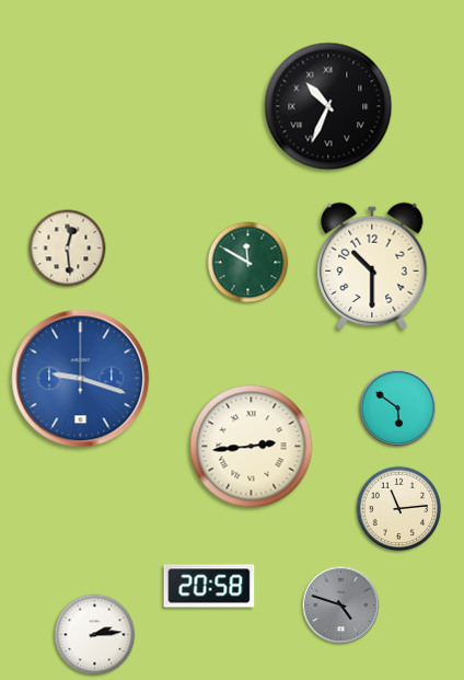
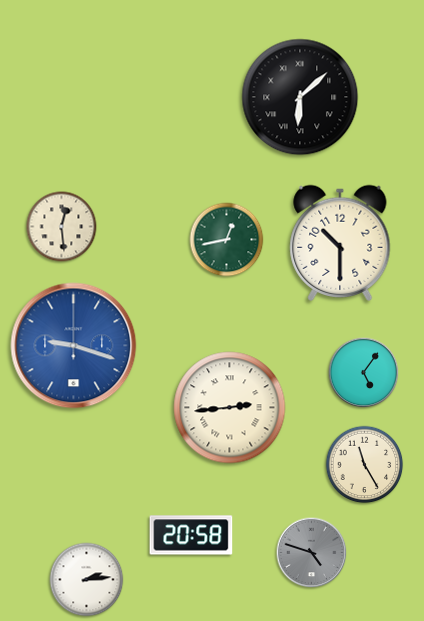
clock at (328, 106): 10:34 -> 6:08
clock at (248, 263): 11:50 -> 12:43
clock at (398, 408): 5:51 -> 5:06
clock at (399, 509): 11:14 -> 11:25
